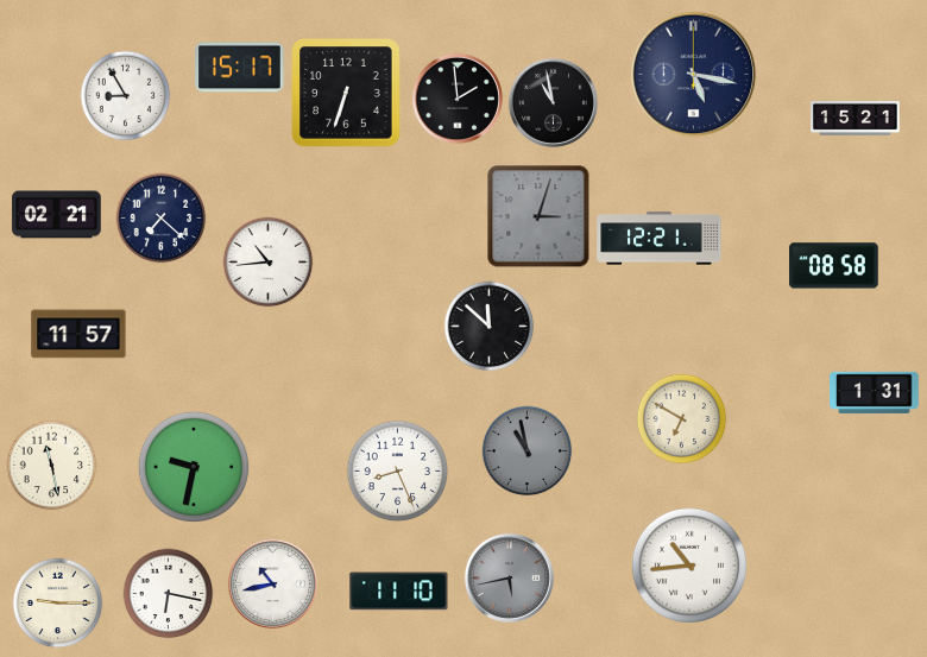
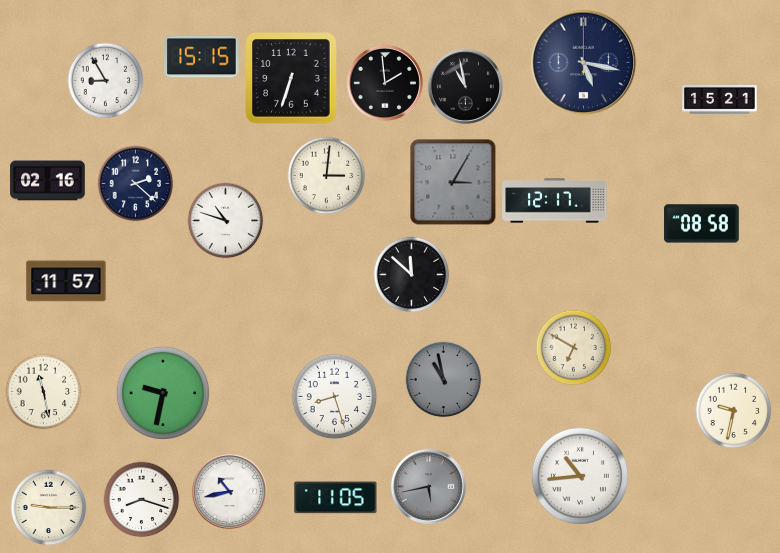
clock at (240, 68): 15:17 -> 15:15
clock at (327, 176): none -> 3:01
clock at (57, 215): 02:21 -> 02:16
clock at (538, 216): 3:03 -> 3:05
clock at (162, 219): 7:22 -> 2:22
clock at (660, 239): 12:21 -> 12:17
clock at (269, 263): 10:44 -> 10:48
clock at (875, 392): 1:31 -> none
clock at (682, 419) position: (682, 419) -> (574, 348)
clock at (398, 472): 8:26 -> 8:27
clock at (734, 411): none -> 9:32
clock at (399, 592): 11:10 -> 11:05
clock at (169, 594): 6:17 -> 8:18
